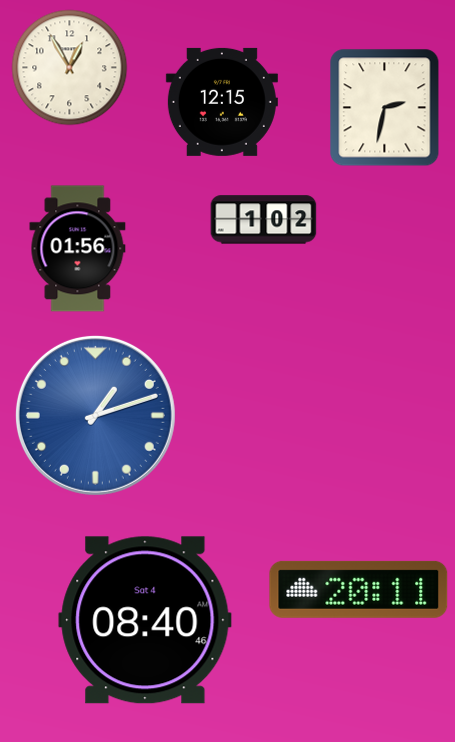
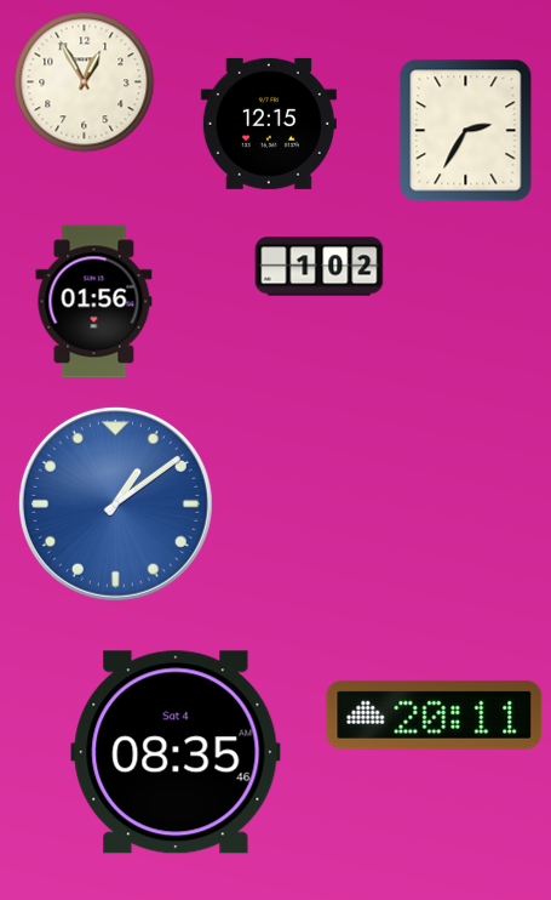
clock at (385, 108): 2:32 -> 2:35
clock at (95, 415): 1:12 -> 1:09
clock at (145, 620): 08:40 -> 08:35
